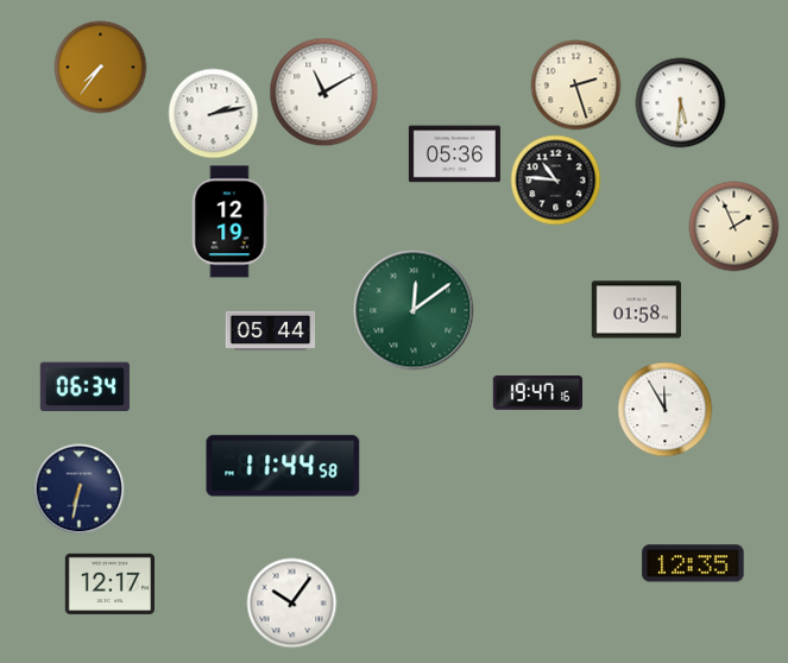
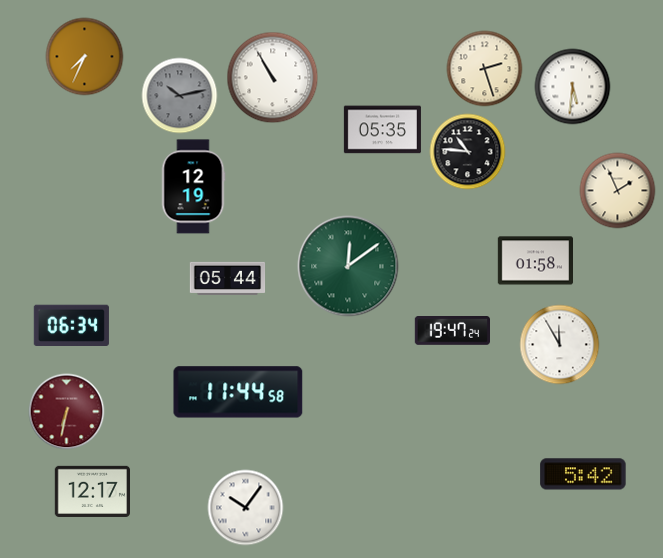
clock at (101, 68): 7:36 -> 7:34
clock at (576, 86) position: (576, 86) -> (485, 69)
clock at (324, 93): 11:10 -> 10:55
clock at (214, 114): 2:13 -> 10:13
clock at (214, 114) dial: white -> grey
clock at (454, 154): 05:36 -> 05:35
clock at (414, 310) position: (414, 310) -> (348, 266)
clock at (537, 393): 19:47:16 -> 19:47:24
clock at (80, 490) dial: navy -> burgundy
clock at (693, 563): 12:35 -> 5:42
